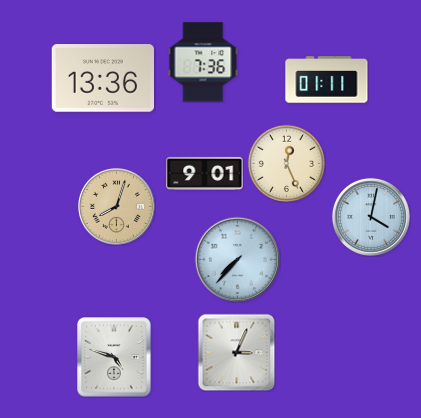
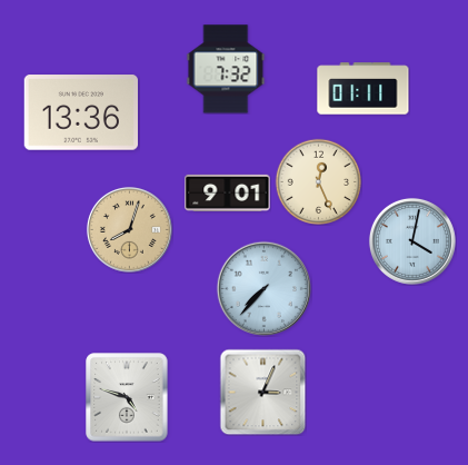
clock at (203, 62): 7:36 -> 7:32
clock at (102, 78) position: (102, 78) -> (80, 112)
